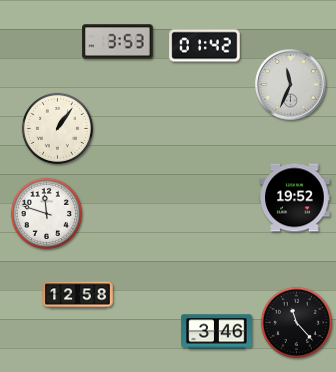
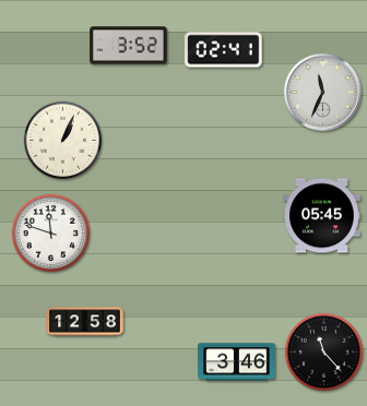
clock at (118, 42): 3:53 -> 3:52
clock at (205, 46): 01:42 -> 02:41
clock at (291, 85) position: (291, 85) -> (323, 93)
clock at (57, 128): 1:06 -> 1:04
clock at (295, 198): 19:52 -> 05:45
